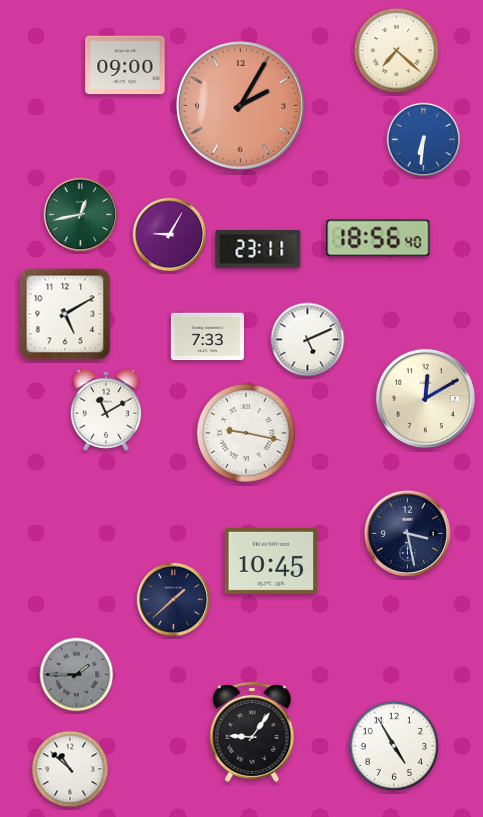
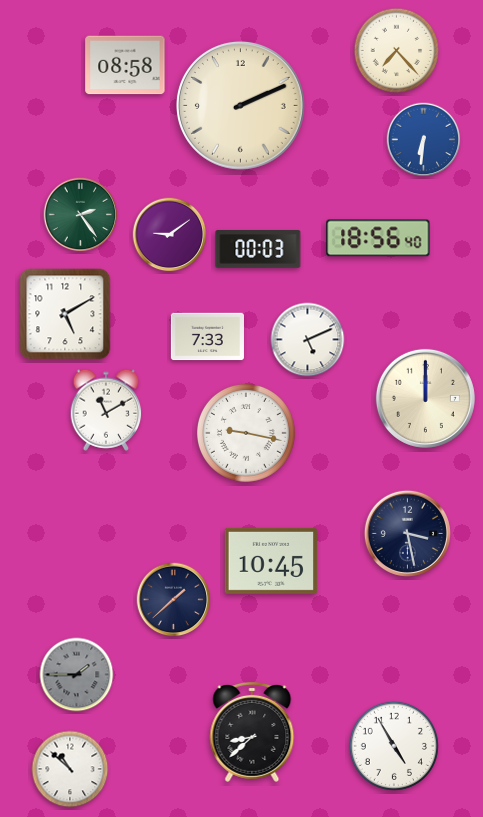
clock at (397, 51): 7:22 -> 7:23
clock at (125, 65): 09:00 -> 08:58
clock at (241, 106): 2:05 -> 2:11
clock at (241, 106) dial: salmon -> cream
clock at (81, 215): 12:43 -> 2:24
clock at (170, 235): 9:05 -> 9:09
clock at (258, 250): 23:11 -> 00:03
clock at (425, 398): 12:10 -> 12:00
clock at (252, 732): 9:06 -> 8:38
